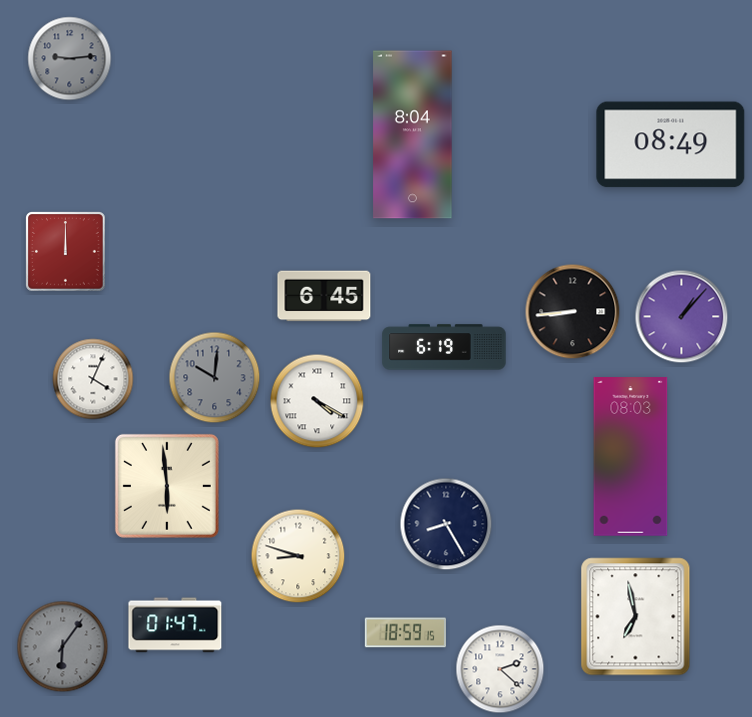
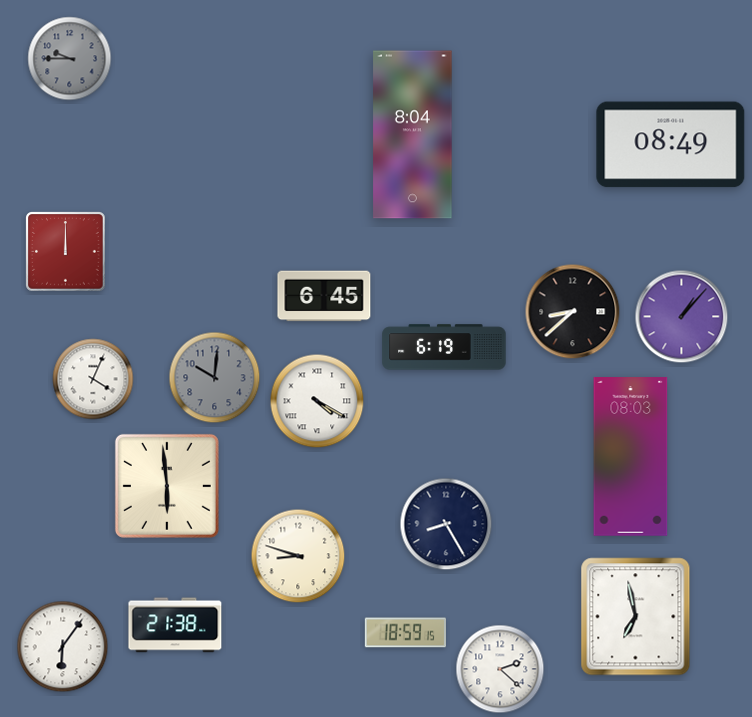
clock at (70, 59): 9:14 -> 9:45
clock at (573, 312): 8:44 -> 8:38
clock at (175, 625): 01:47 -> 21:38
clock at (63, 647) dial: grey -> white
